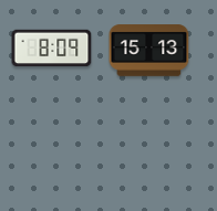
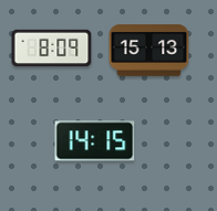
clock at (95, 141): none -> 14:15
